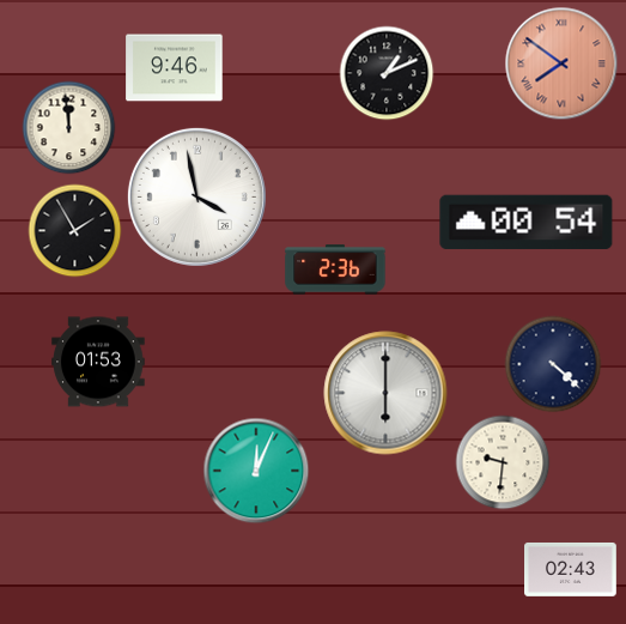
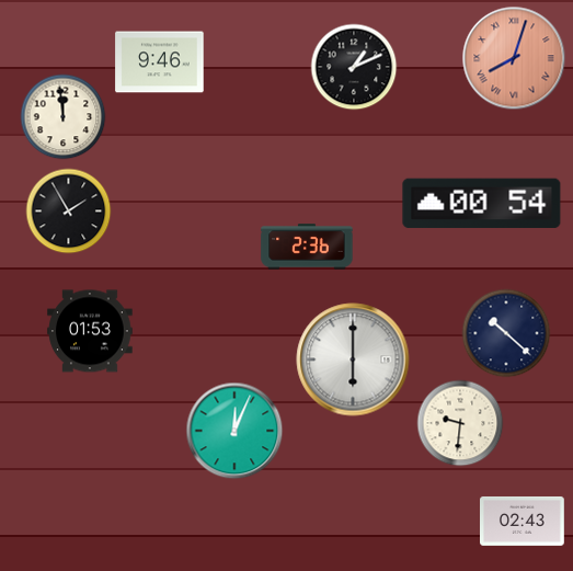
clock at (561, 63): 7:51 -> 8:03
clock at (196, 196): 3:58 -> none
clock at (553, 364): 4:22 -> 10:22
